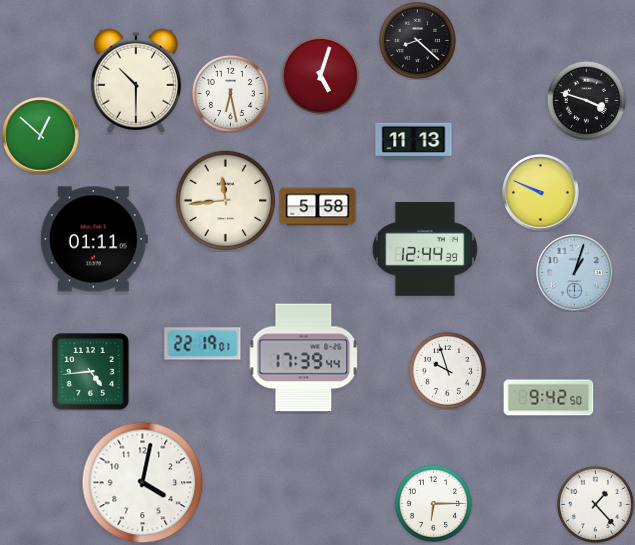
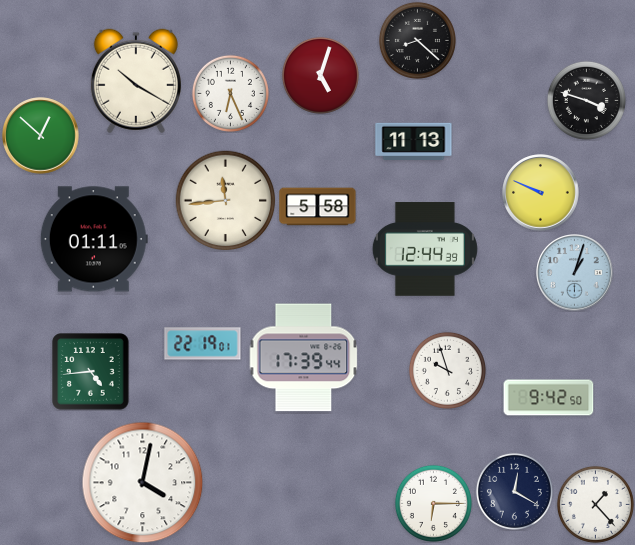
clock at (136, 81): 10:30 -> 10:20
clock at (230, 93): 6:28 -> 6:26
clock at (514, 491): none -> 12:20
